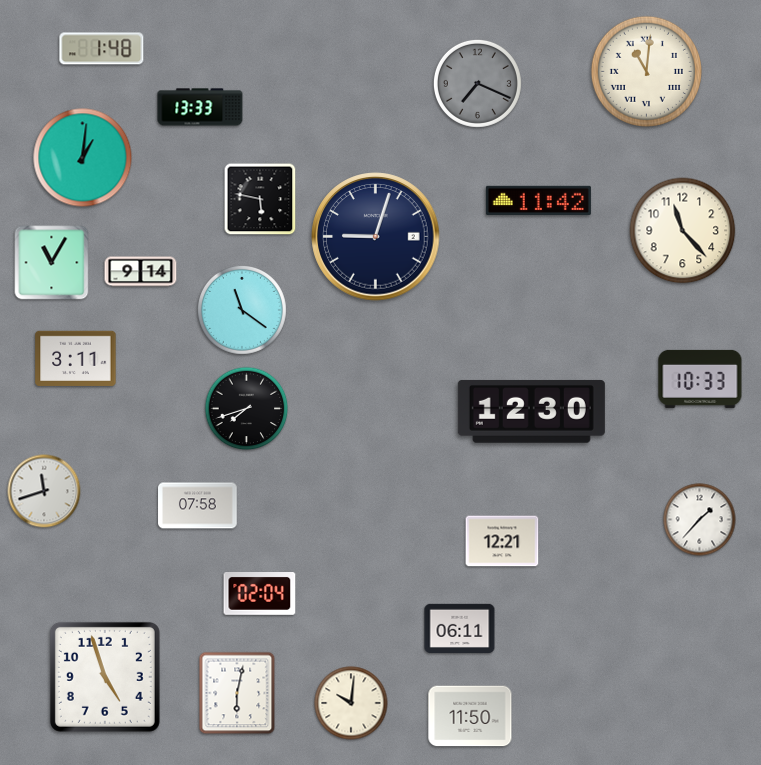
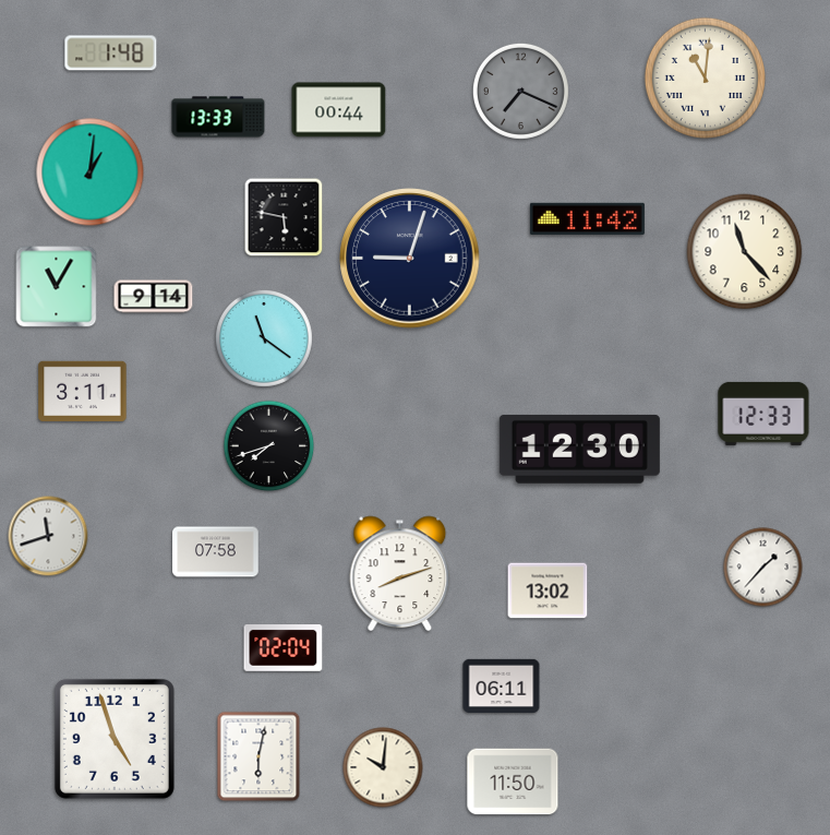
clock at (339, 110): none -> 00:44
clock at (700, 379): 10:33 -> 12:33
clock at (400, 573): none -> 8:12
clock at (502, 541): 12:21 -> 13:02
